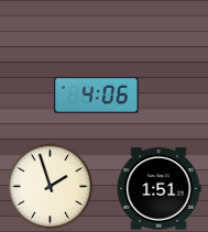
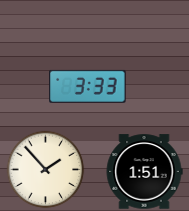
clock at (97, 95): 4:06 -> 3:33
clock at (50, 186): 1:57 -> 1:53
